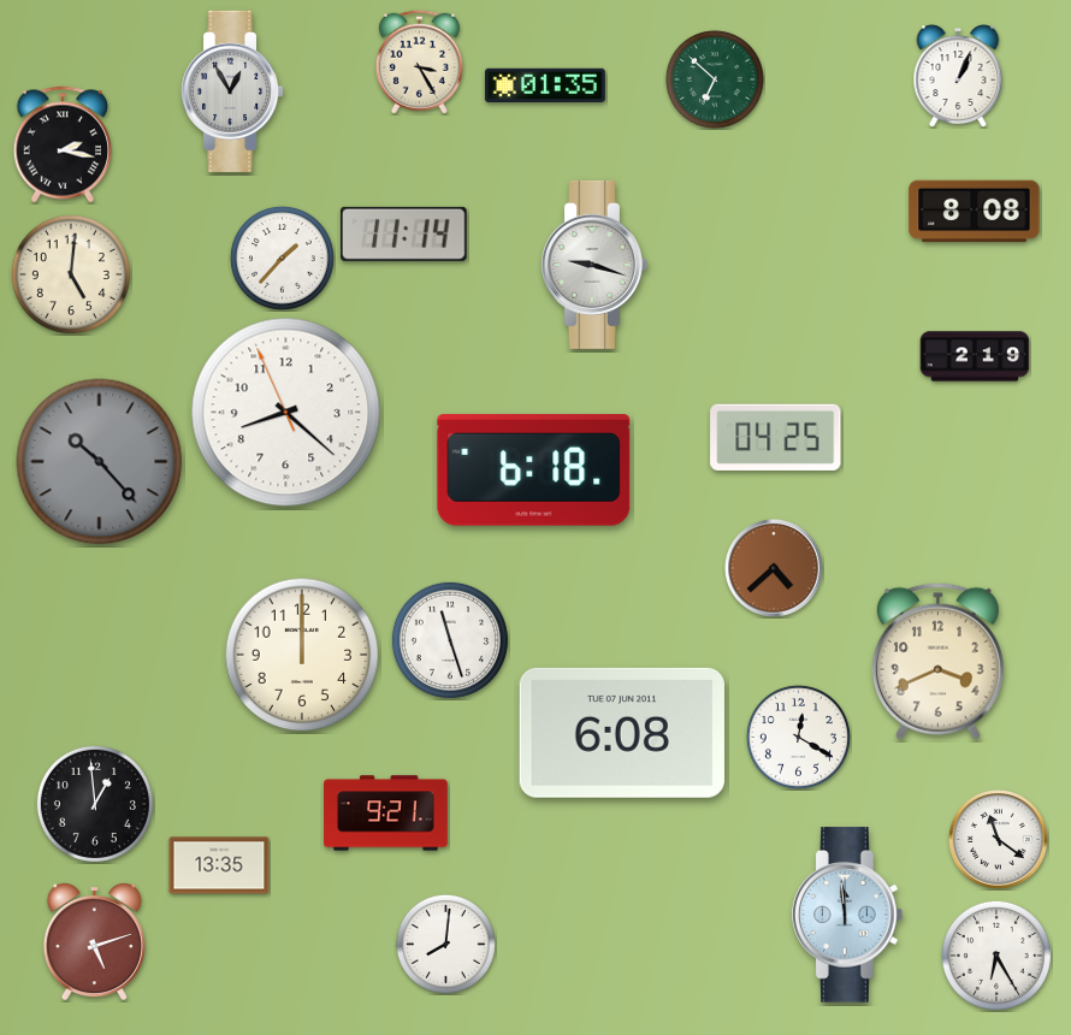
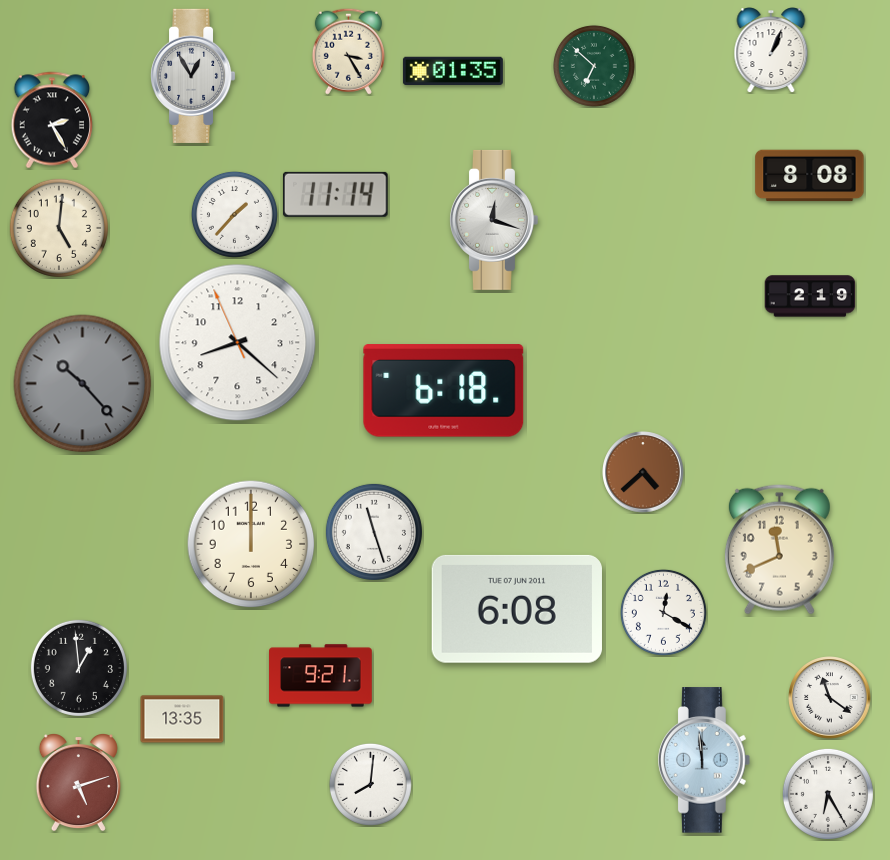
clock at (958, 76) position: (958, 76) -> (771, 50)
clock at (63, 144): 2:17 -> 2:25
clock at (594, 265): 9:18 -> 12:18
clock at (776, 437): 04:25 -> none
clock at (937, 661): 3:41 -> 11:41
